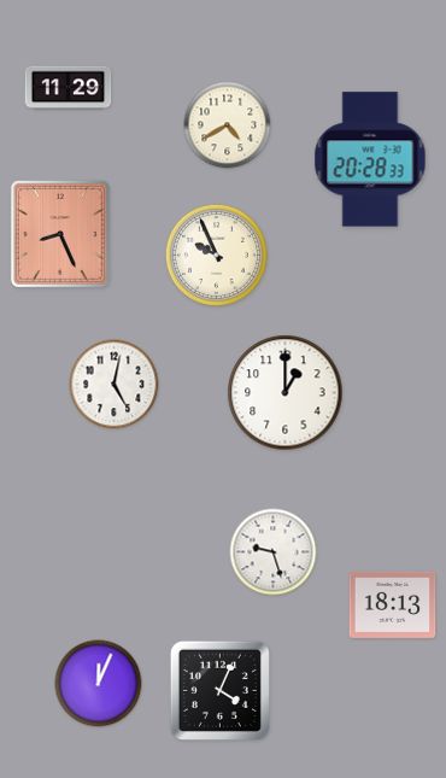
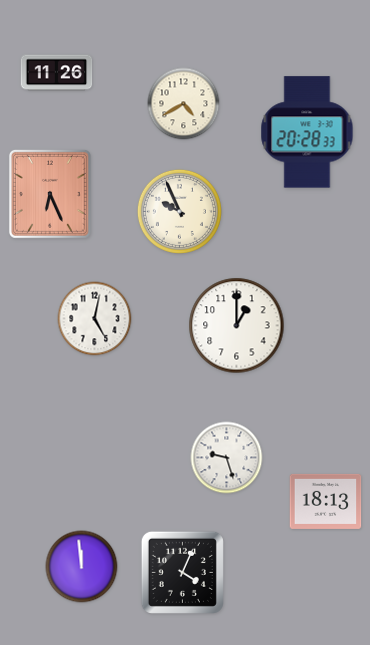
clock at (69, 88): 11:29 -> 11:26
clock at (228, 125) position: (228, 125) -> (184, 104)
clock at (60, 234): 8:26 -> 6:26
clock at (99, 684): 12:04 -> 11:59
